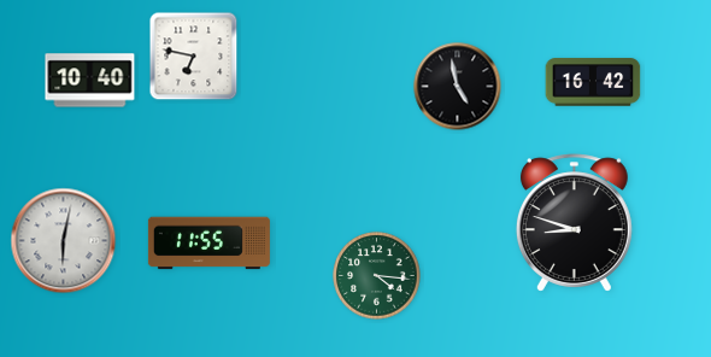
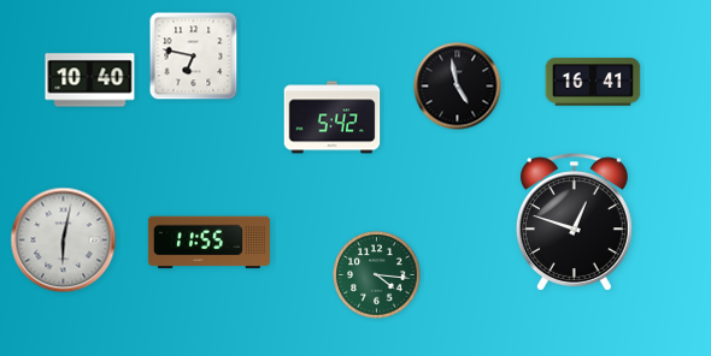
clock at (593, 82): 16:42 -> 16:41
clock at (333, 118): none -> 5:42
clock at (574, 223): 8:48 -> 12:48
